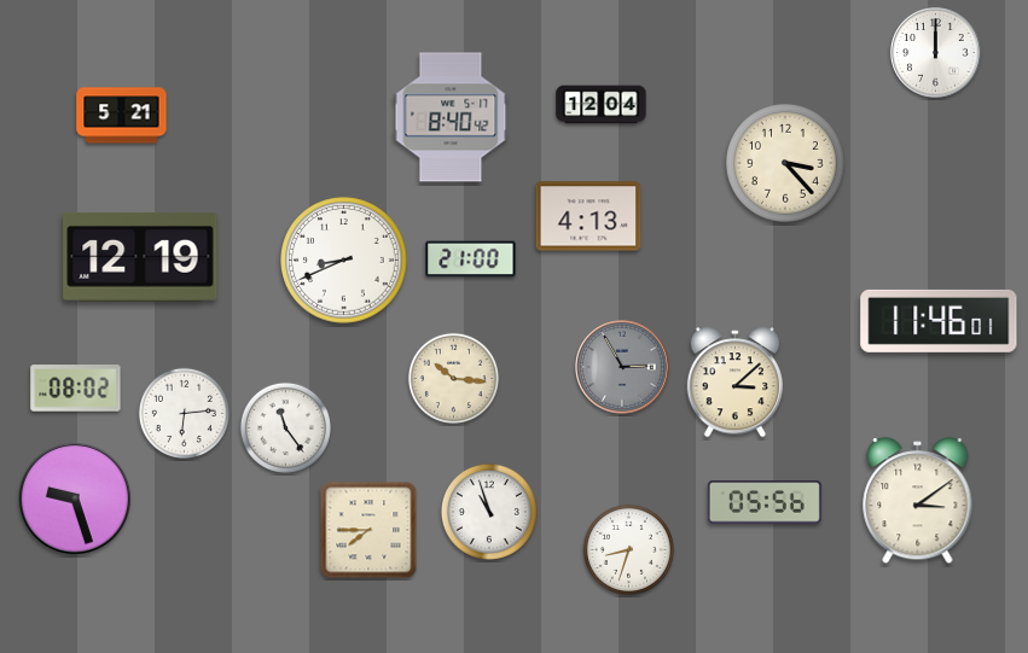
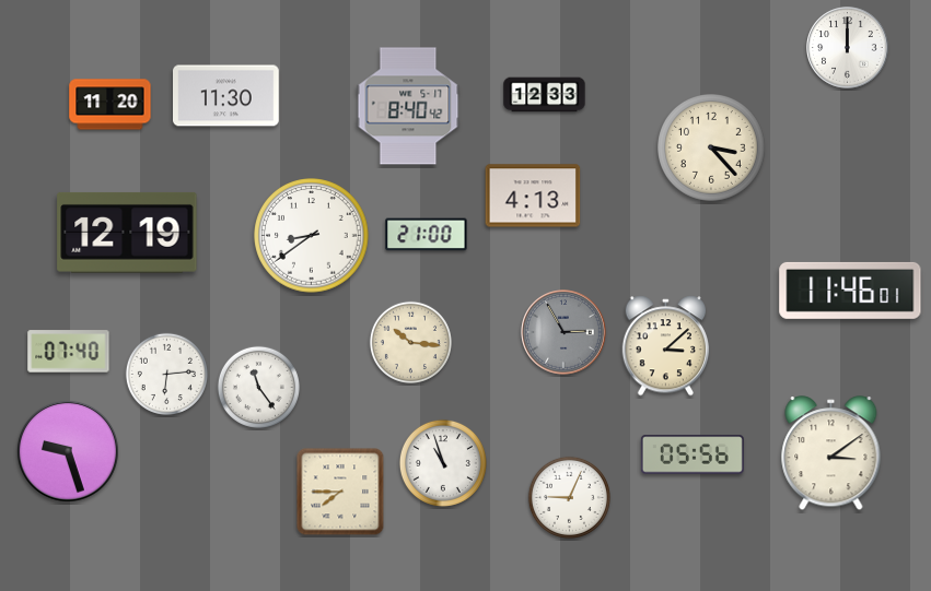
clock at (602, 105): 12:04 -> 12:33
clock at (226, 96): none -> 11:30
clock at (122, 116): 5:21 -> 11:20
clock at (344, 261): 8:41 -> 8:39
clock at (76, 389): 08:02 -> 07:40
clock at (368, 530) position: (368, 530) -> (340, 492)
clock at (628, 549): 8:33 -> 9:04
